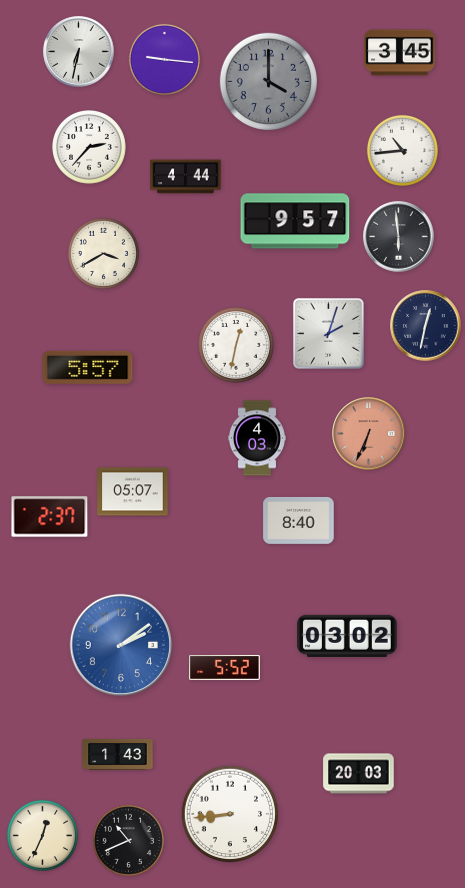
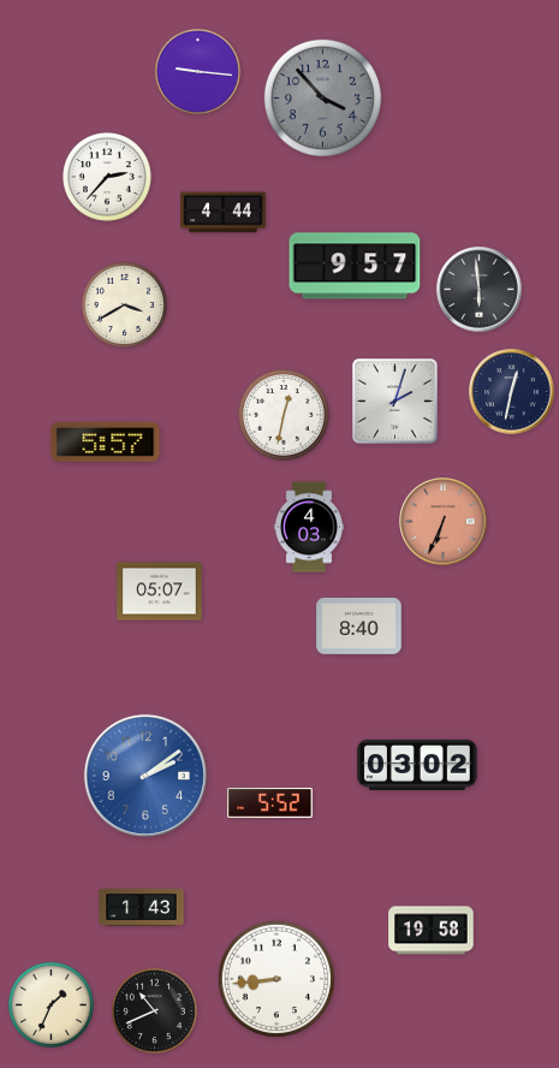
clock at (79, 52): 6:32 -> none
clock at (400, 53): 3:45 -> none
clock at (268, 81): 4:00 -> 3:53
clock at (402, 150): 10:44 -> none
clock at (399, 237) position: (399, 237) -> (480, 290)
clock at (50, 517): 2:37 -> none
clock at (359, 774): 20:03 -> 19:58
clock at (42, 835): 12:34 -> 1:34
